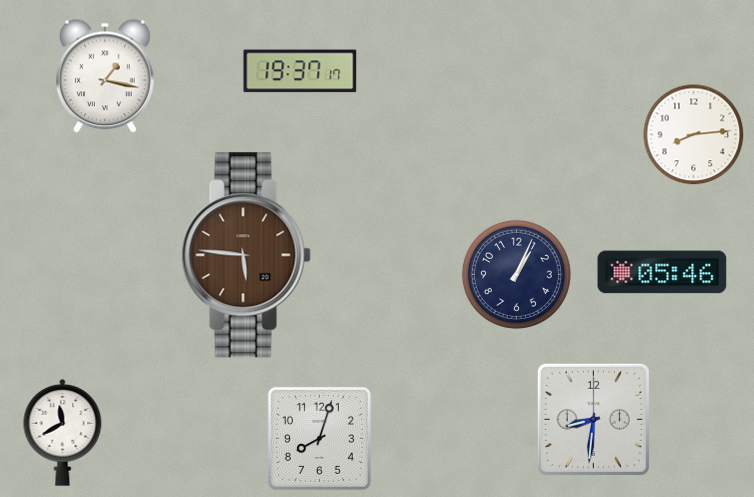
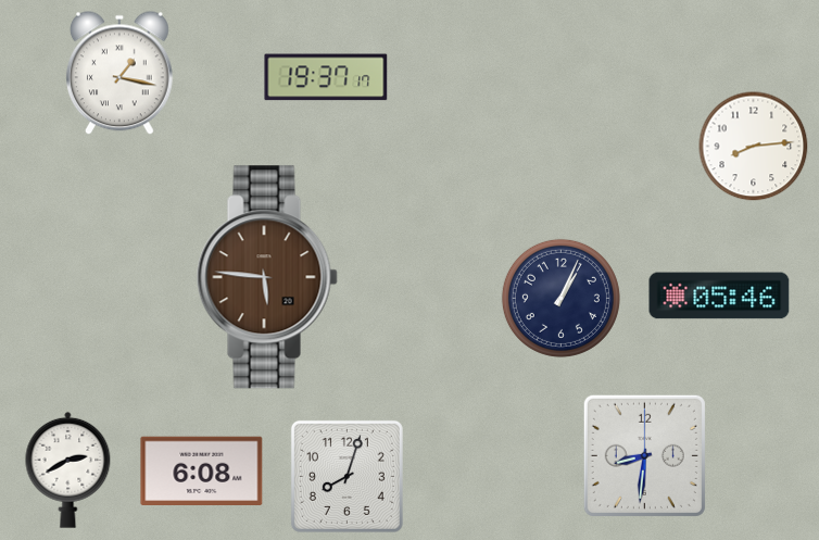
clock at (105, 76) position: (105, 76) -> (119, 73)
clock at (63, 432): 11:40 -> 2:40
clock at (202, 472): none -> 6:08
